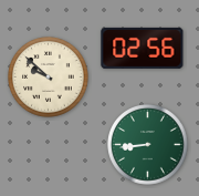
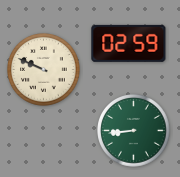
clock at (143, 48): 02:56 -> 02:59
clock at (49, 78): 9:52 -> 9:49
